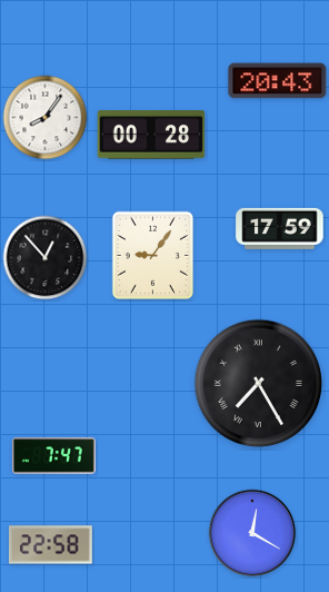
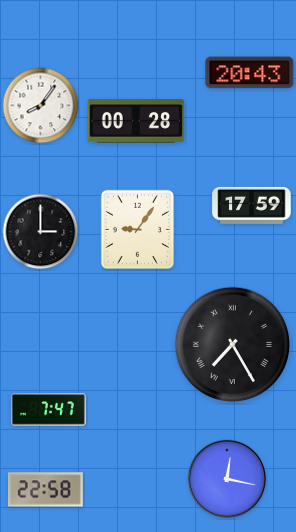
clock at (46, 258): 12:53 -> 3:00
clock at (252, 533): 12:20 -> 12:17
